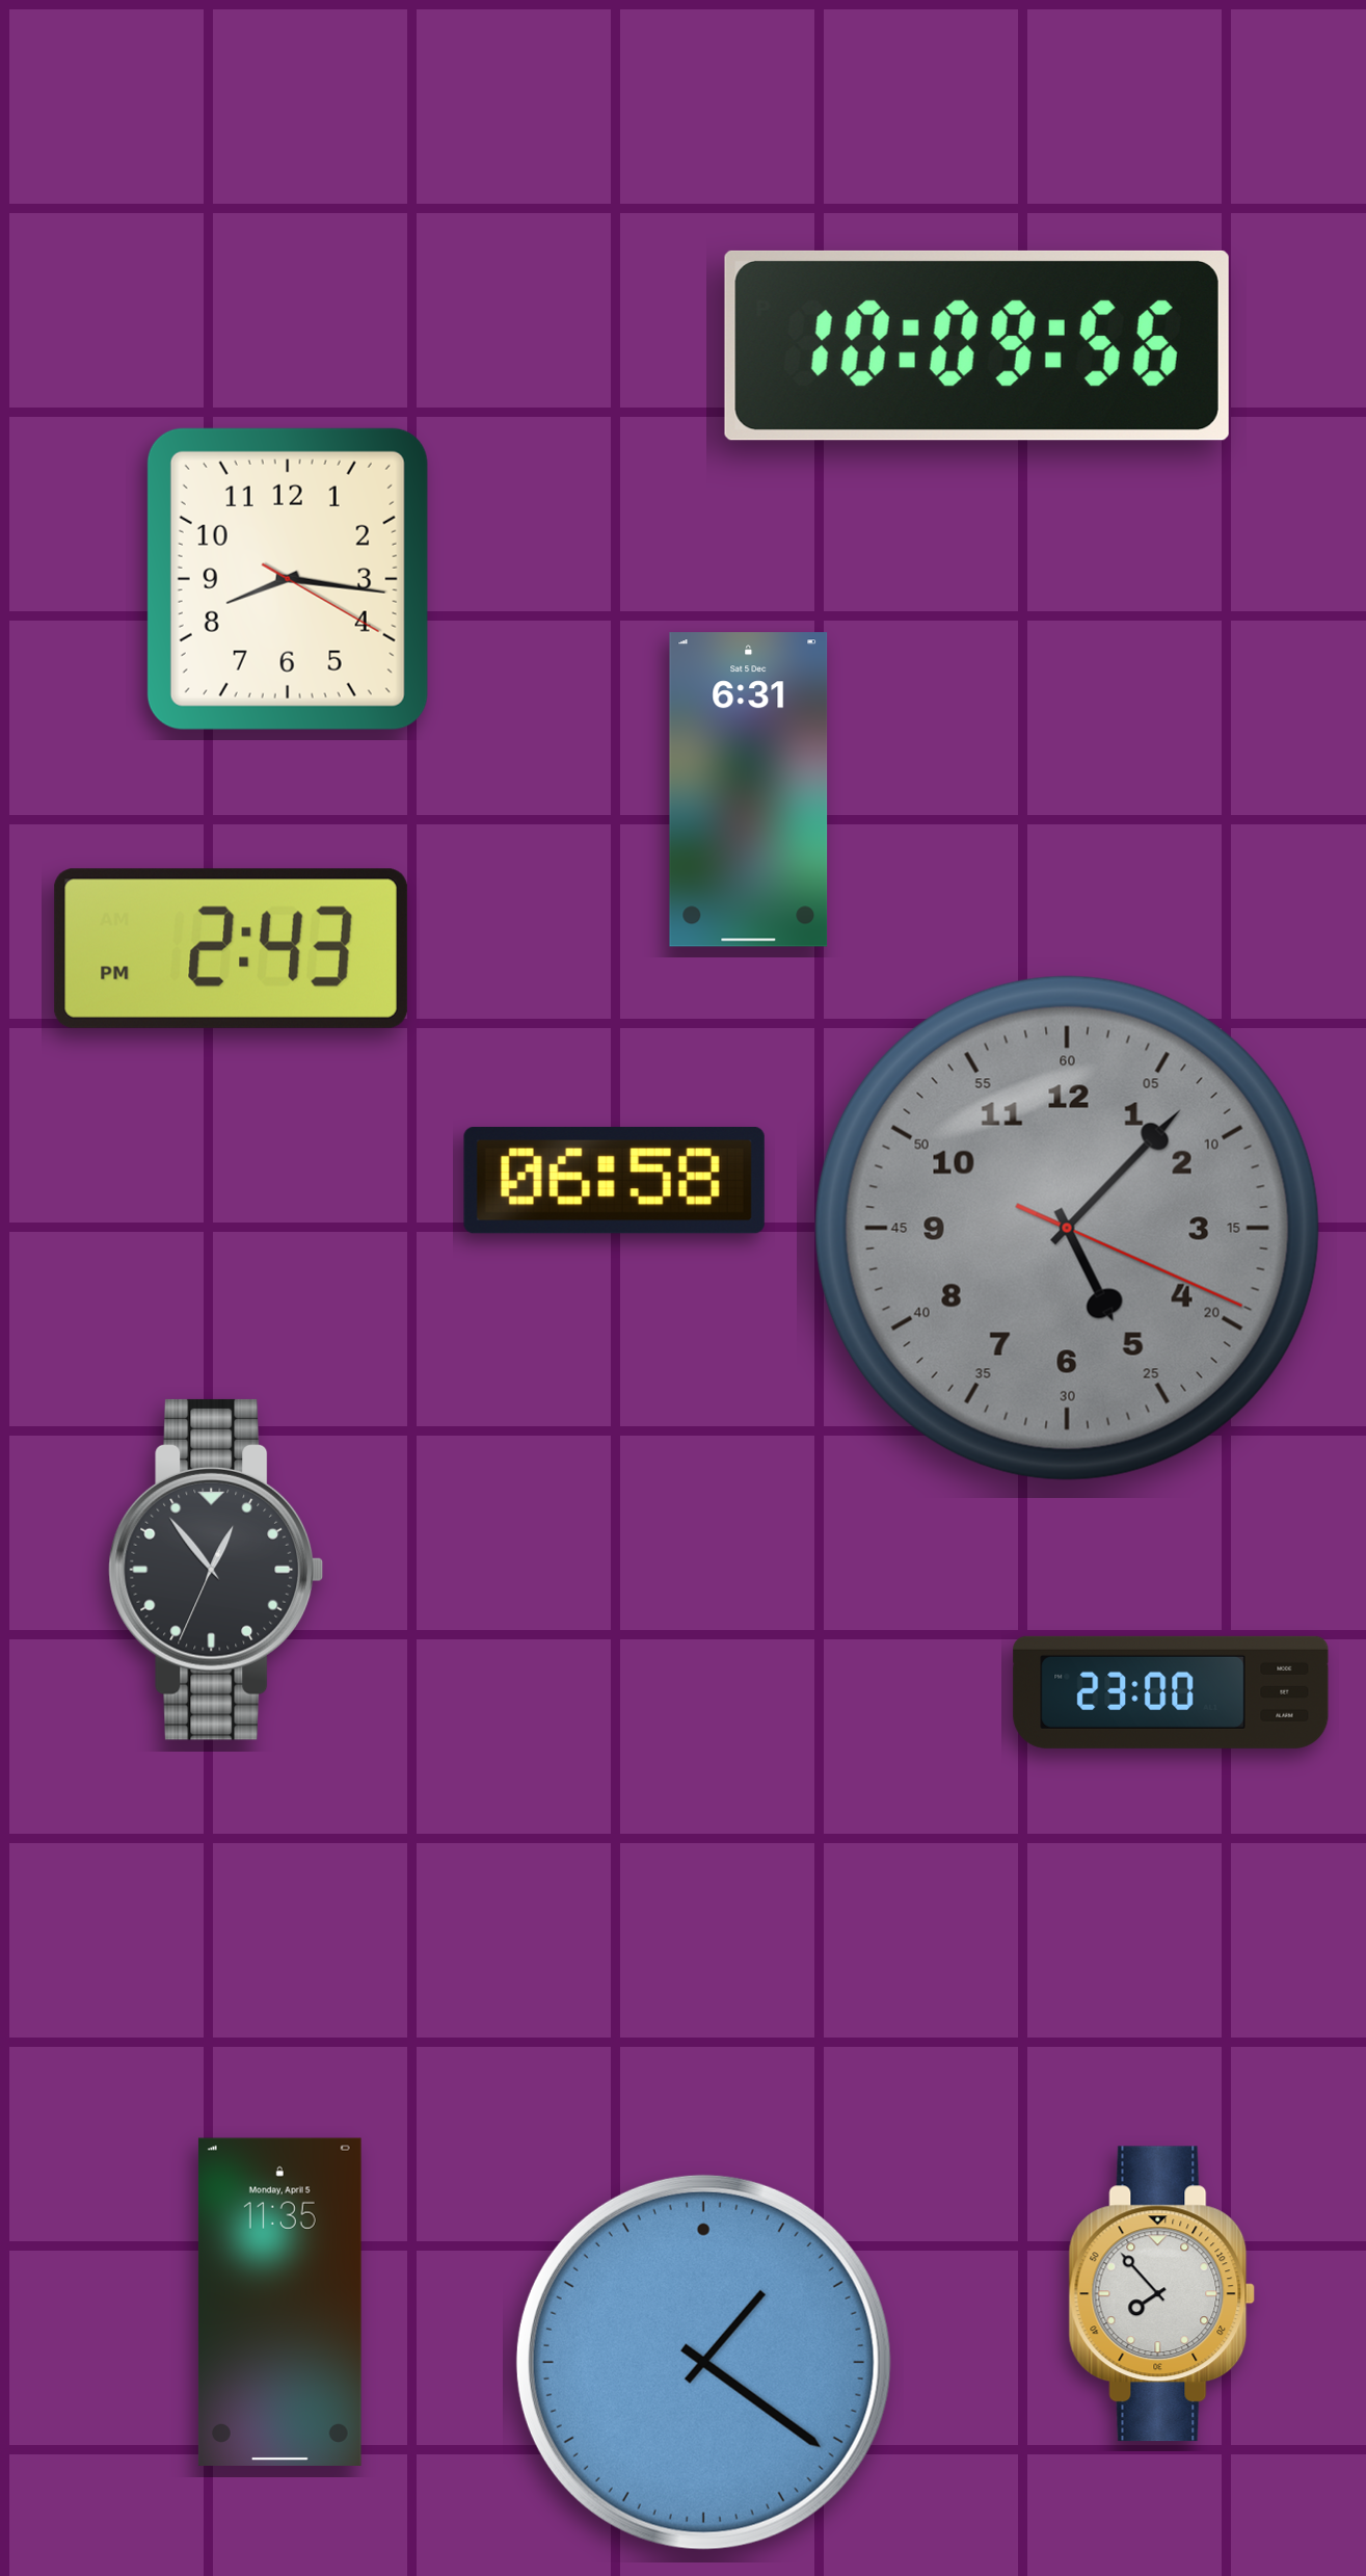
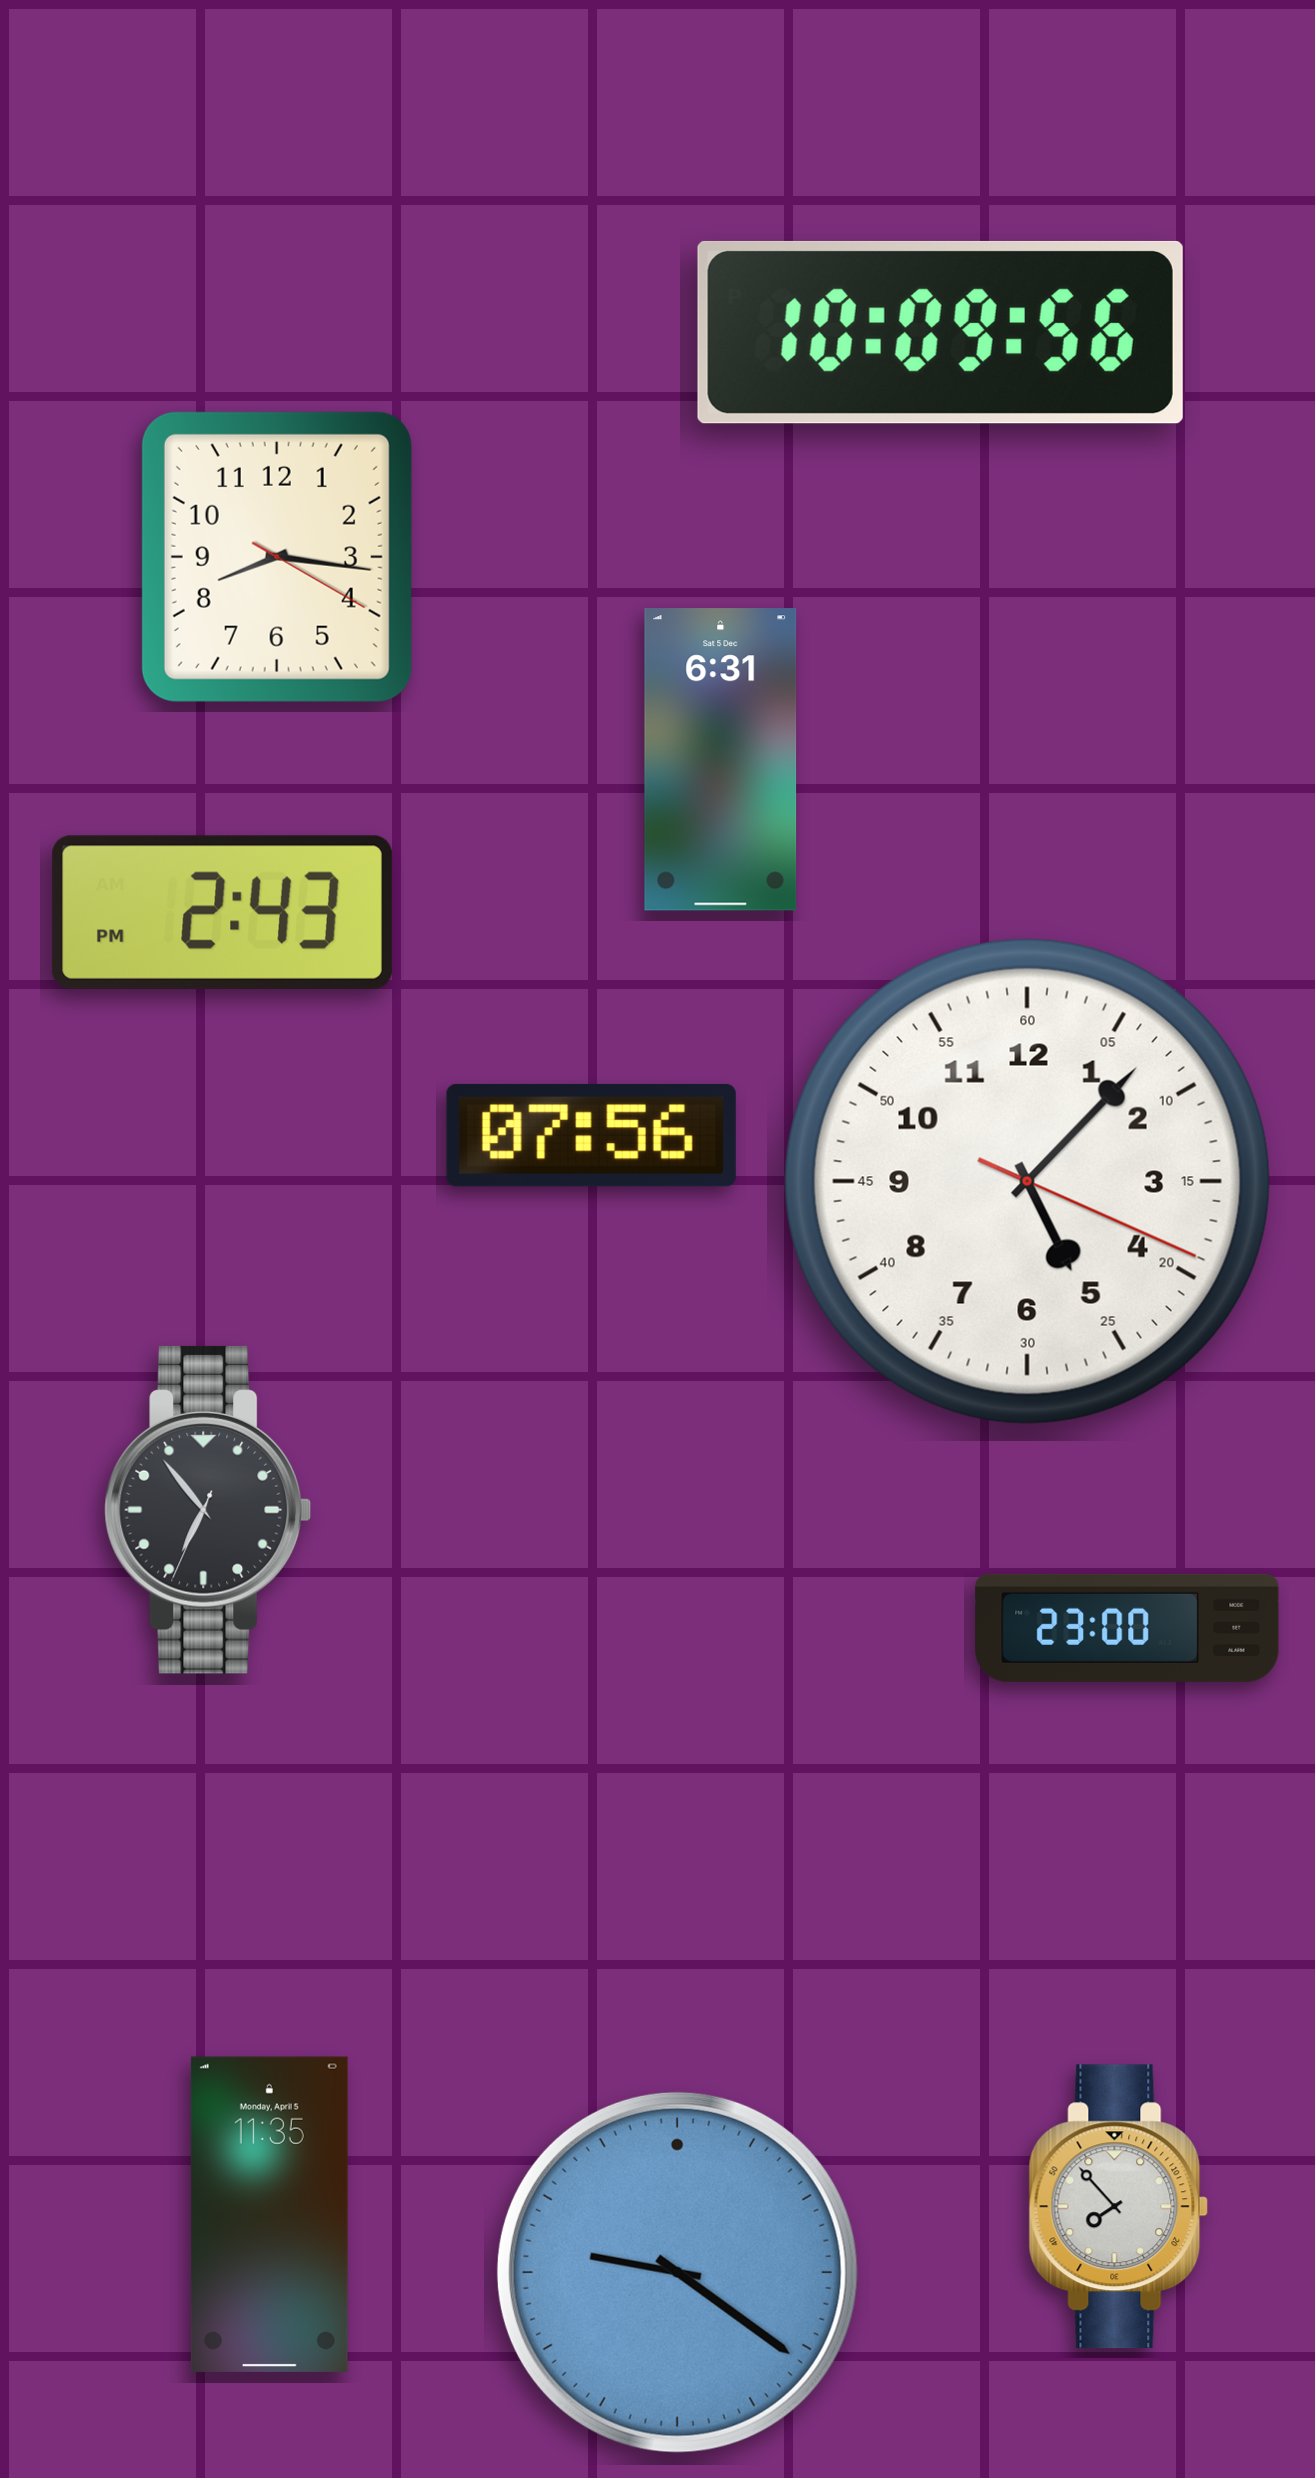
clock at (614, 1180): 06:58 -> 07:56
clock at (1067, 1228) dial: grey -> white
clock at (216, 1570): 12:53 -> 6:53
clock at (703, 2362): 1:21 -> 9:21
